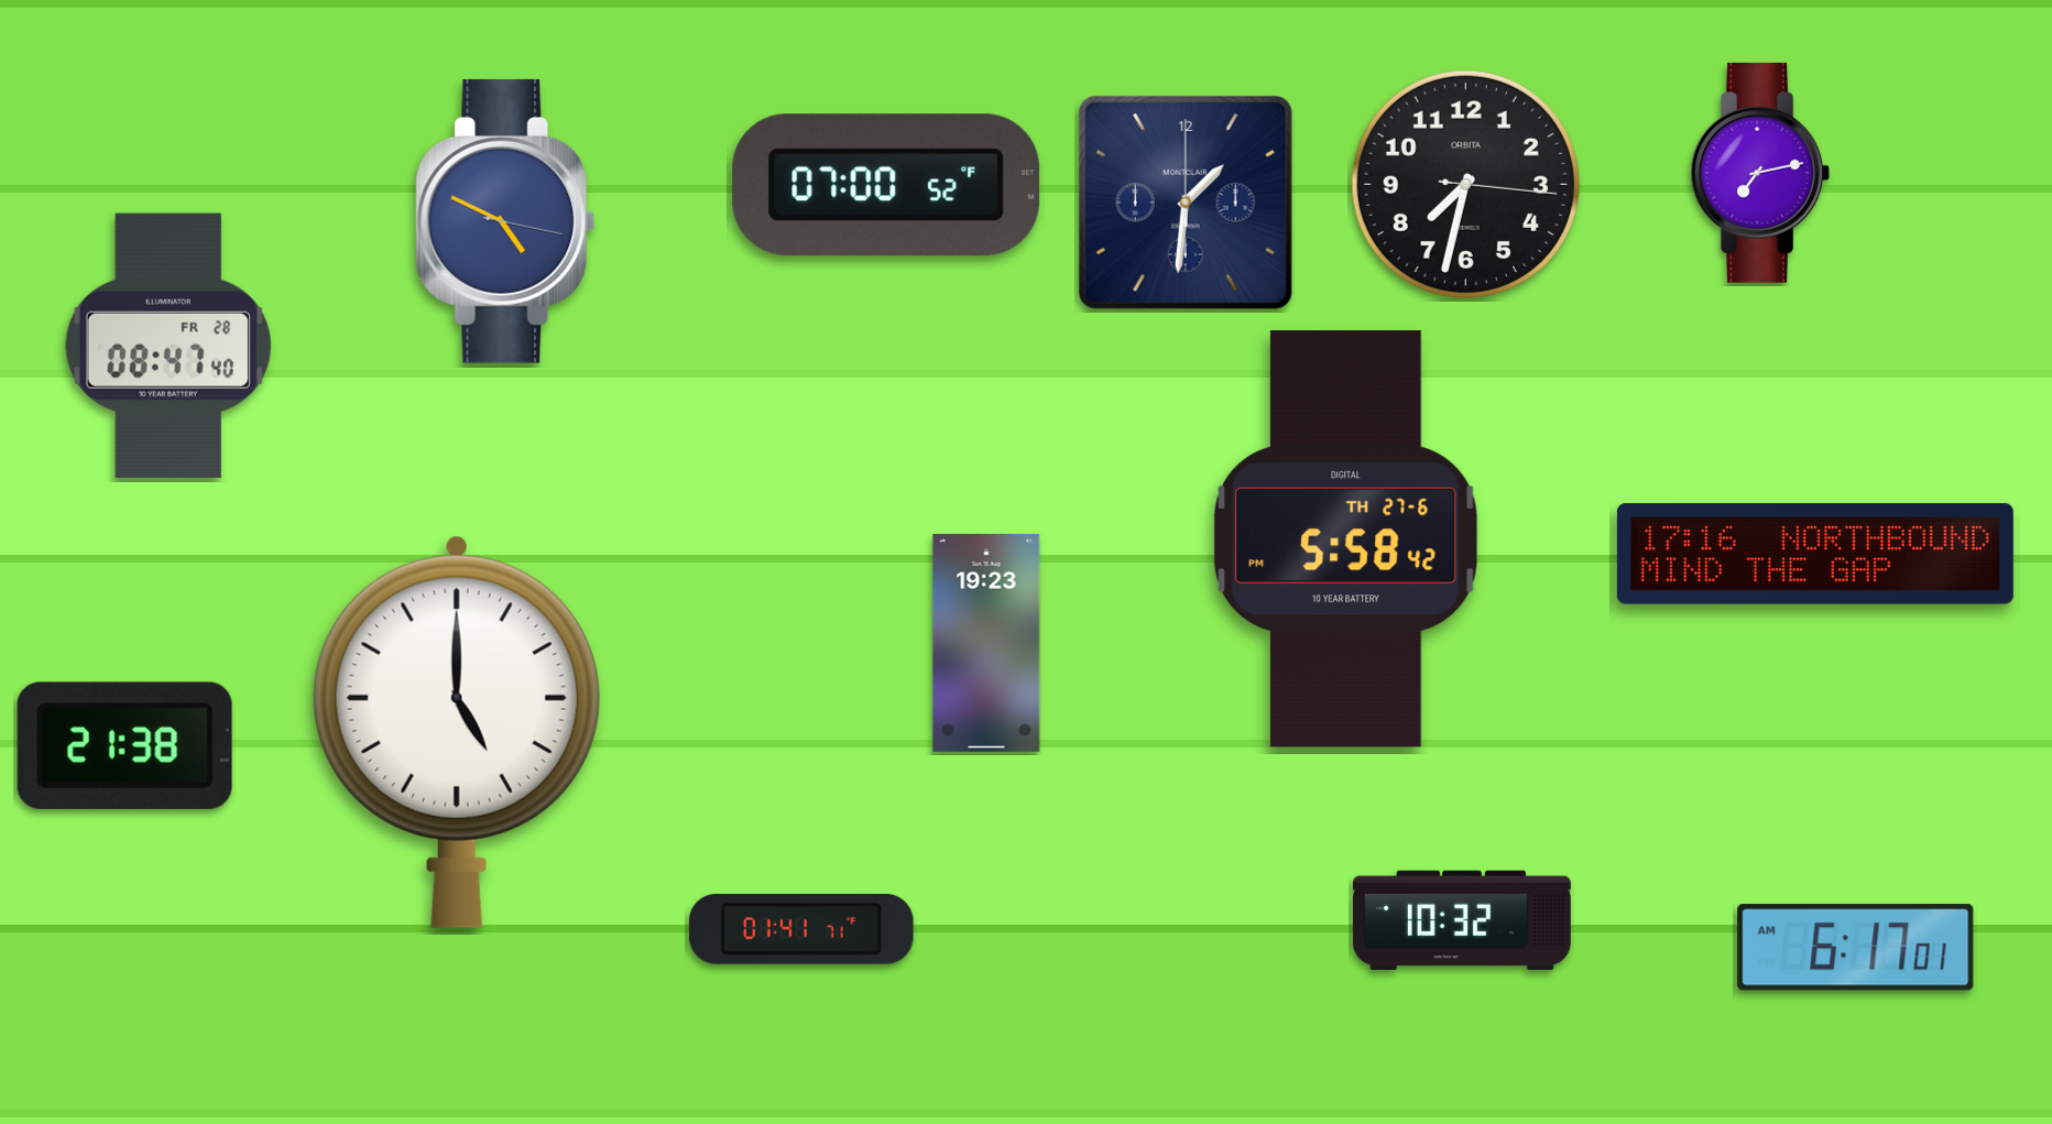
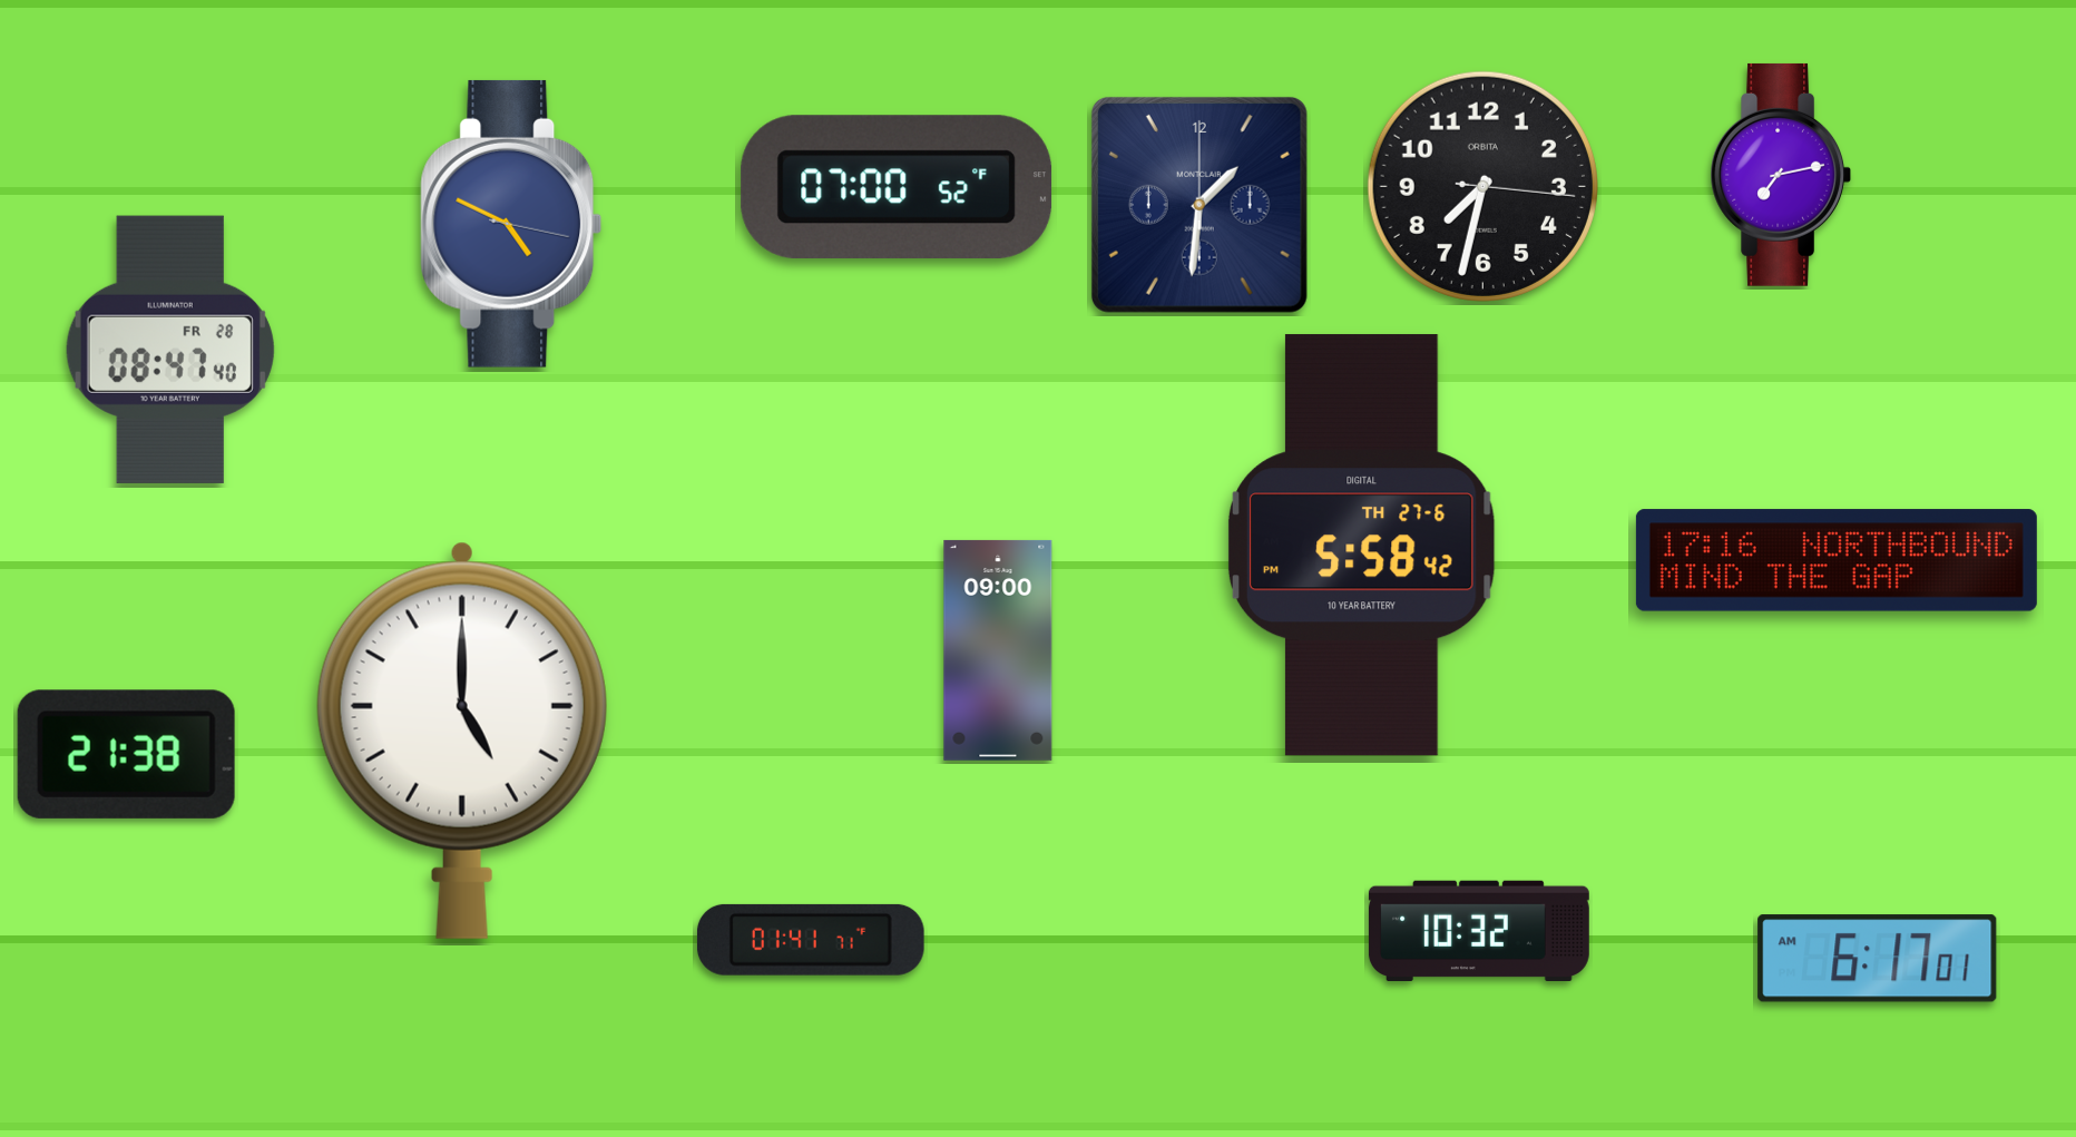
clock at (986, 643): 19:23 -> 09:00
